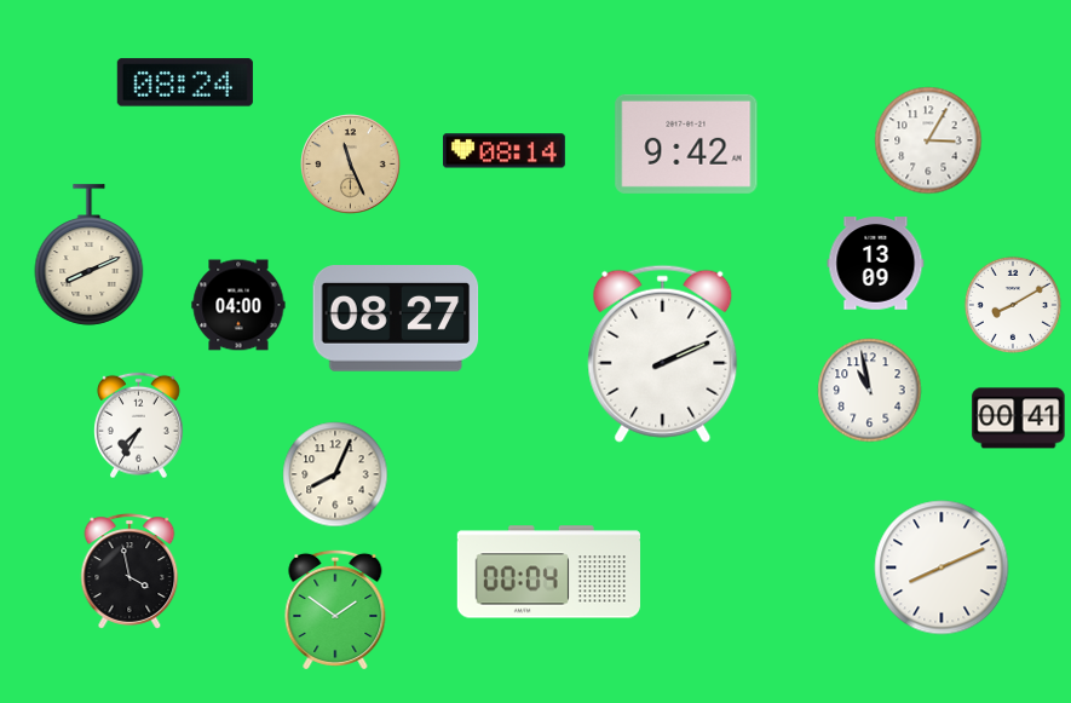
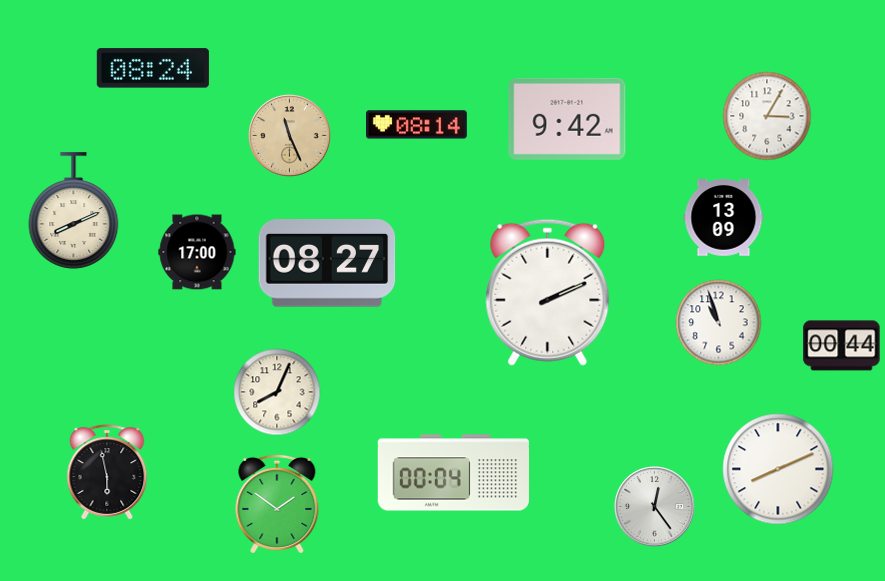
clock at (238, 305): 04:00 -> 17:00
clock at (1013, 305): 8:10 -> none
clock at (870, 391): 10:58 -> 10:57
clock at (1019, 419): 00:41 -> 00:44
clock at (139, 426): 7:35 -> none
clock at (129, 571): 3:58 -> 5:58
clock at (655, 507): none -> 12:24
